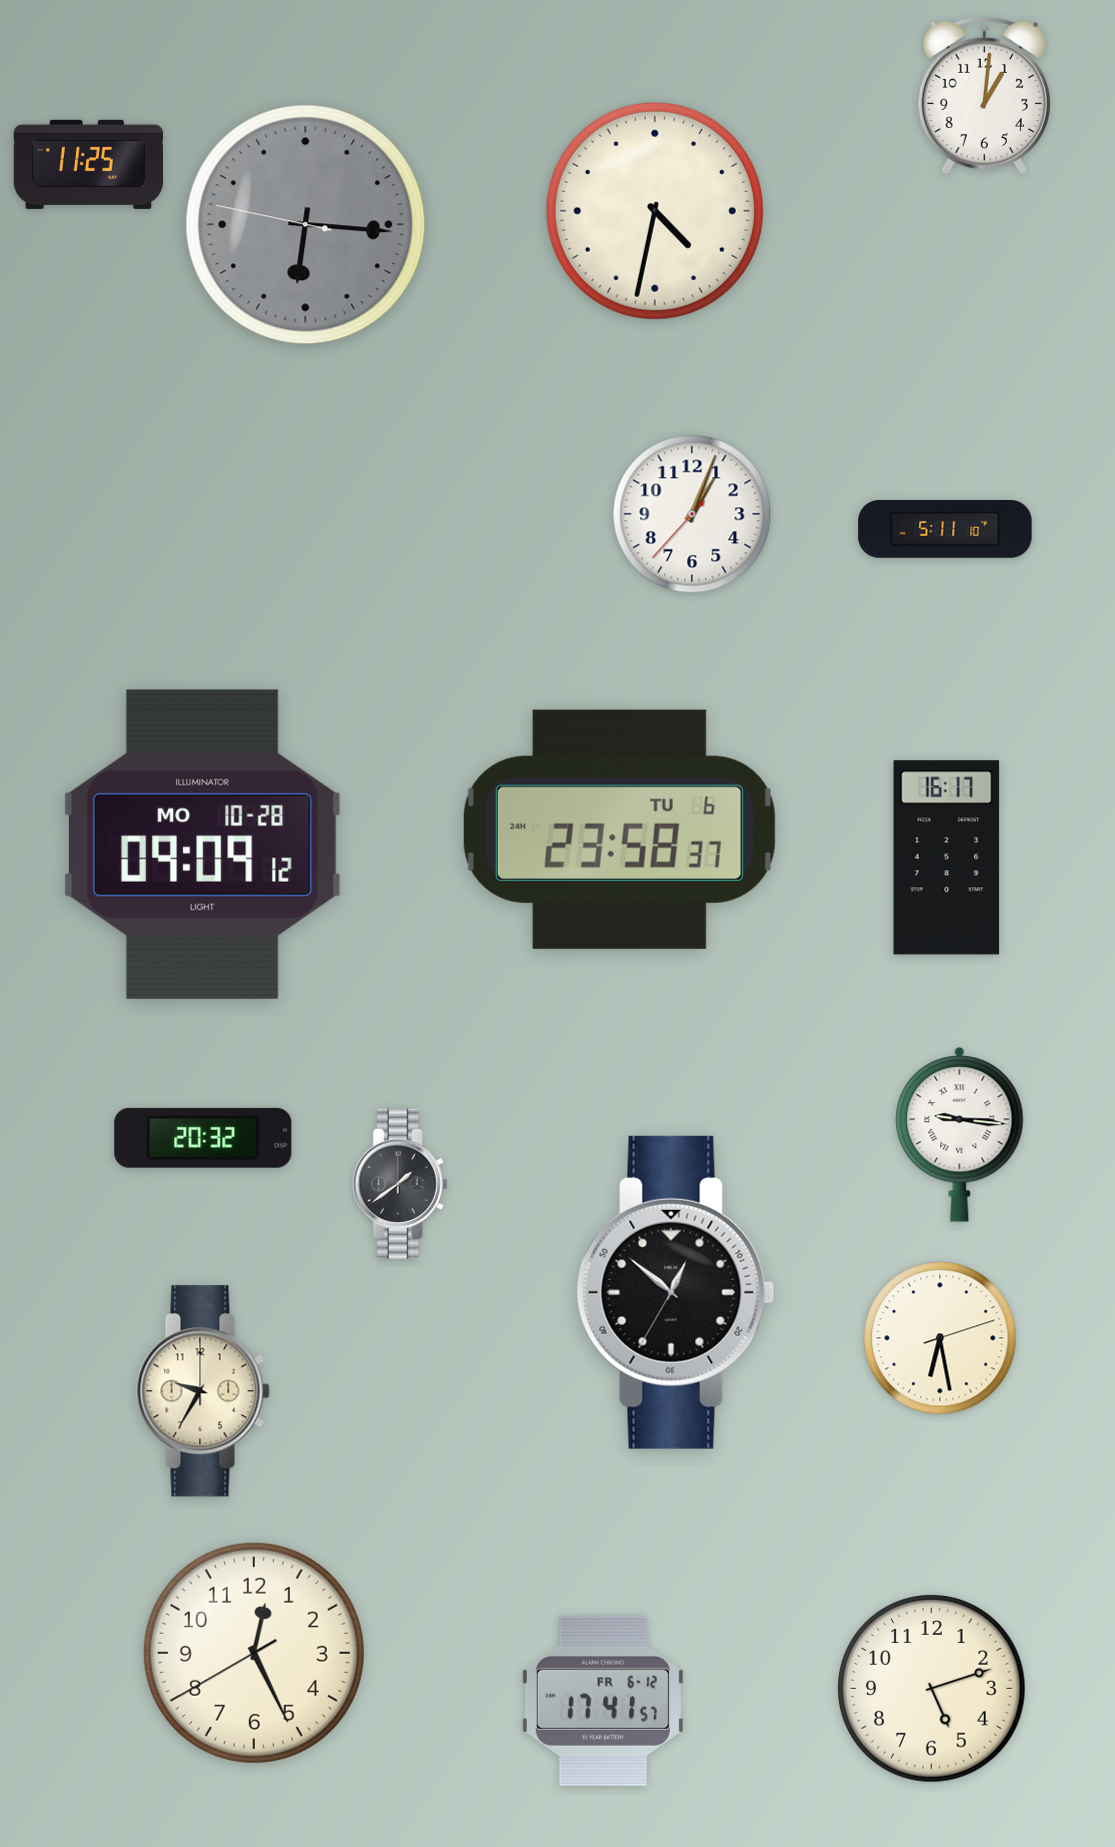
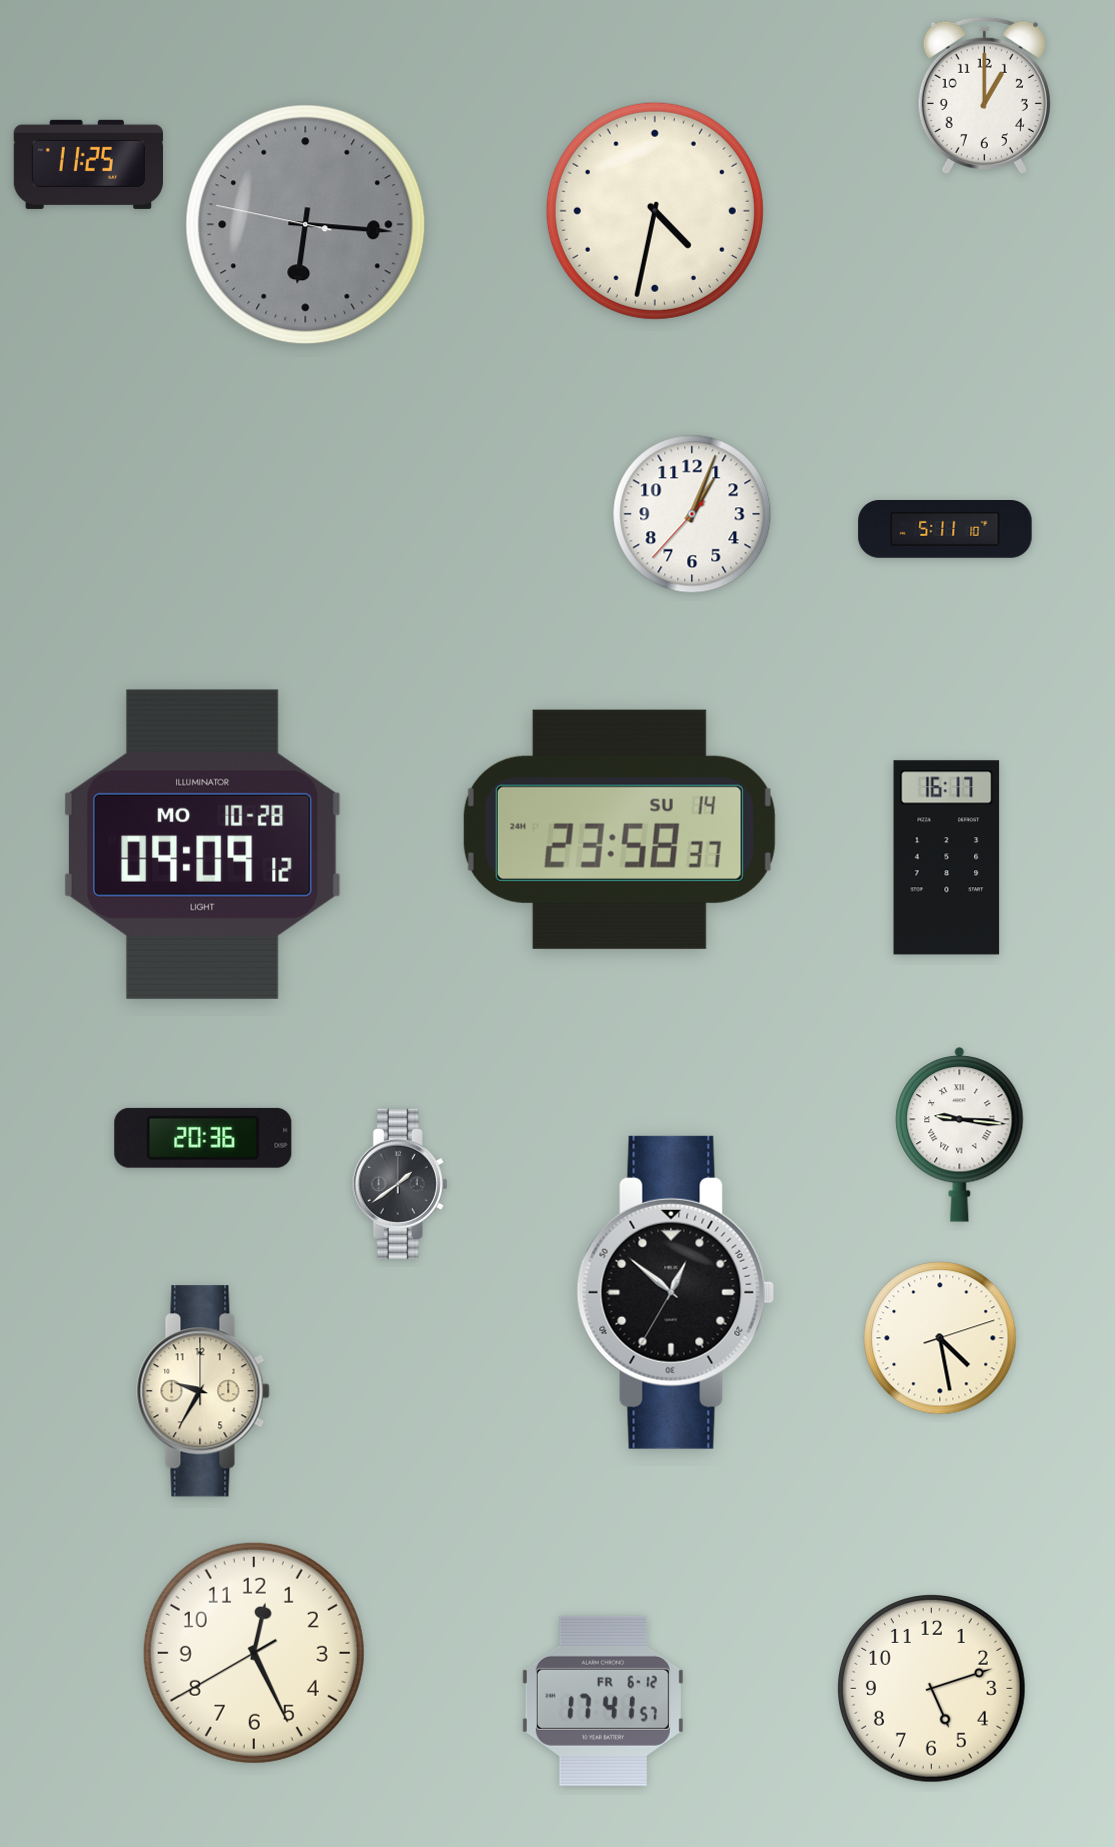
clock at (984, 95): 1:01 -> 1:00
clock at (619, 829) date: TU 6 -> SU 14
clock at (203, 1138): 20:32 -> 20:36
clock at (940, 1338): 6:28 -> 4:28
